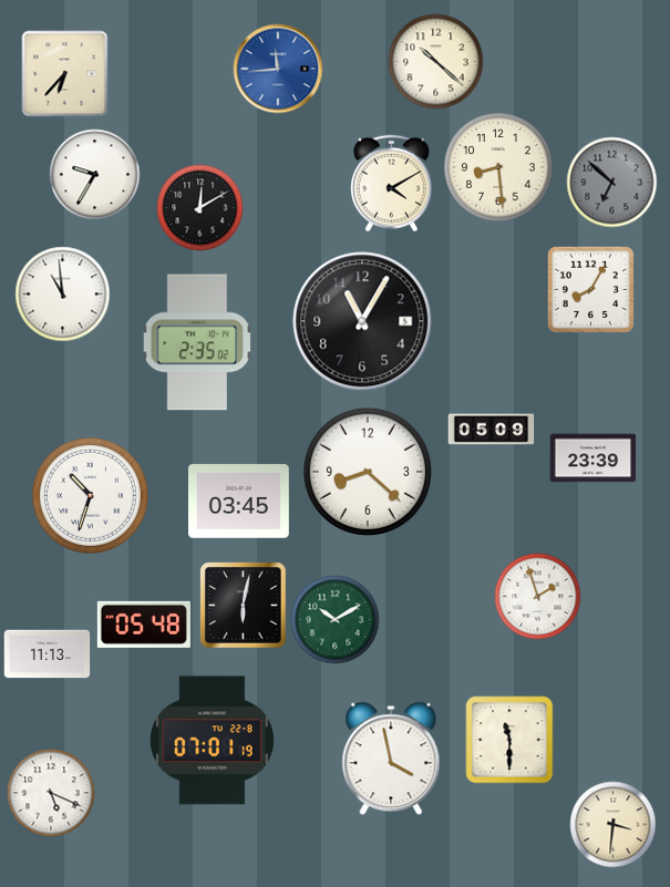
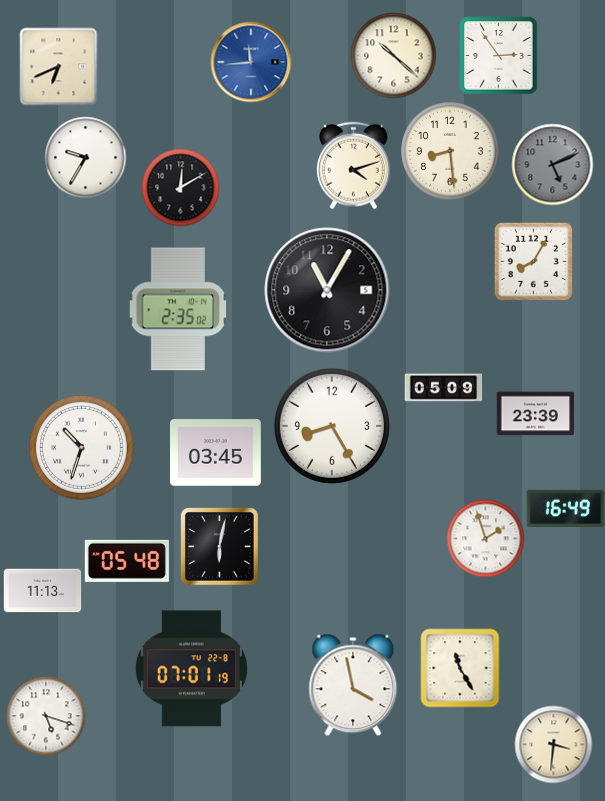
clock at (498, 55): none -> 2:54
clock at (64, 73): 6:37 -> 6:41
clock at (611, 182): 6:52 -> 5:11
clock at (391, 183): 4:10 -> 4:12
clock at (62, 293): 10:59 -> none
clock at (368, 472): 8:22 -> 8:25
clock at (565, 508): none -> 16:49
clock at (334, 619): 10:10 -> none
clock at (144, 625) position: (144, 625) -> (127, 561)
clock at (509, 740): 11:30 -> 11:25
clock at (51, 793): 5:19 -> 5:18
